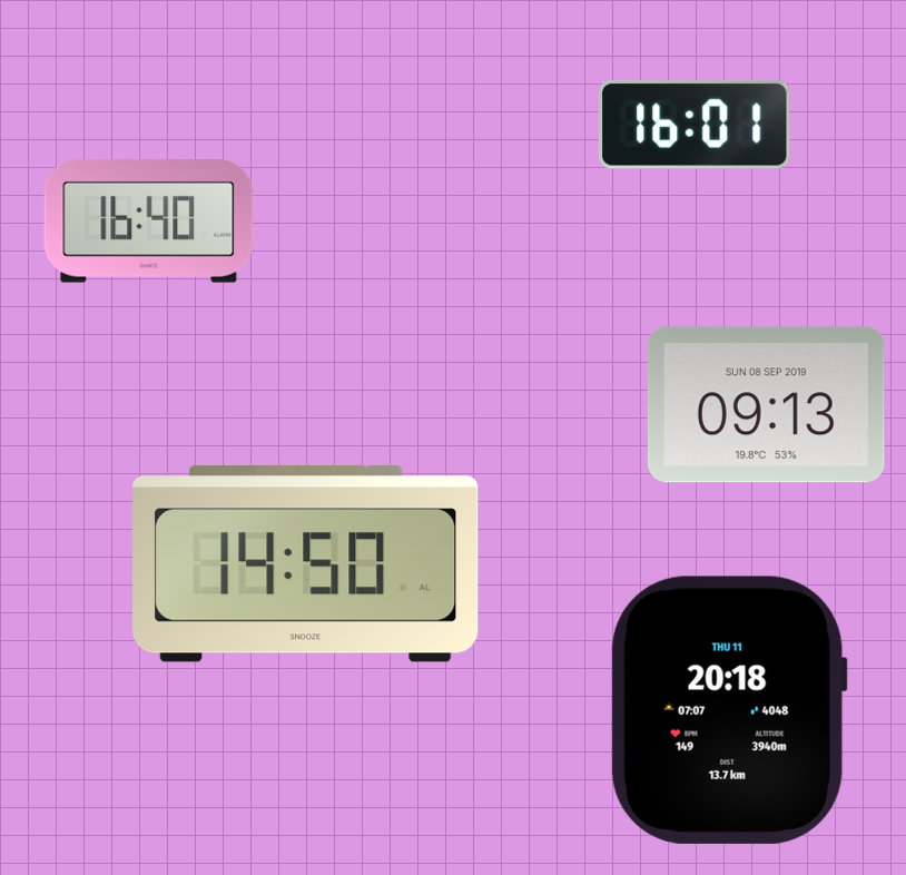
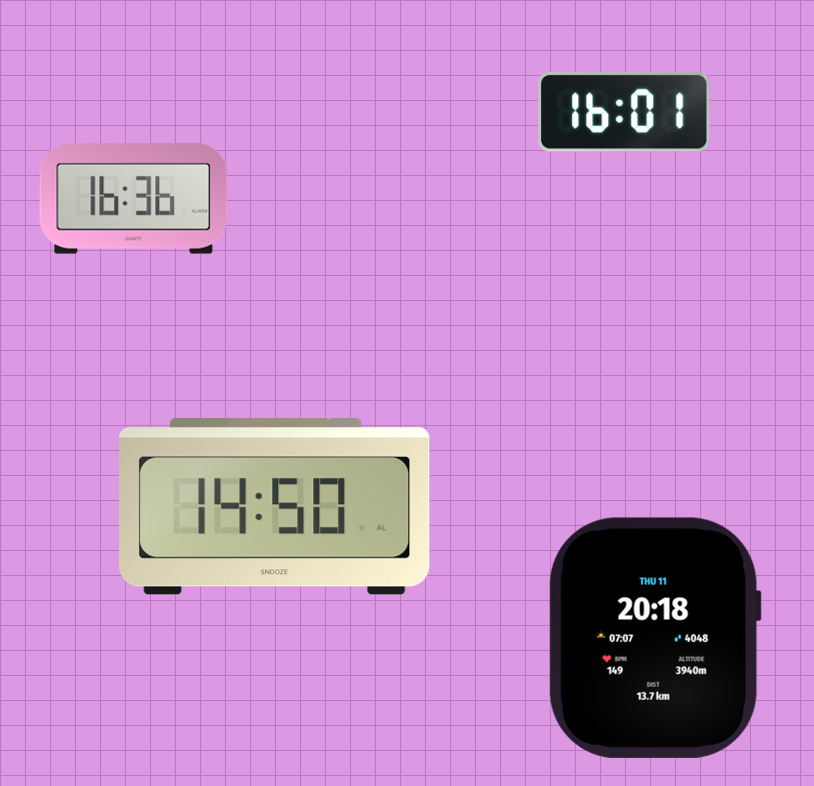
clock at (149, 220): 16:40 -> 16:36
clock at (766, 405): 09:13 -> none
